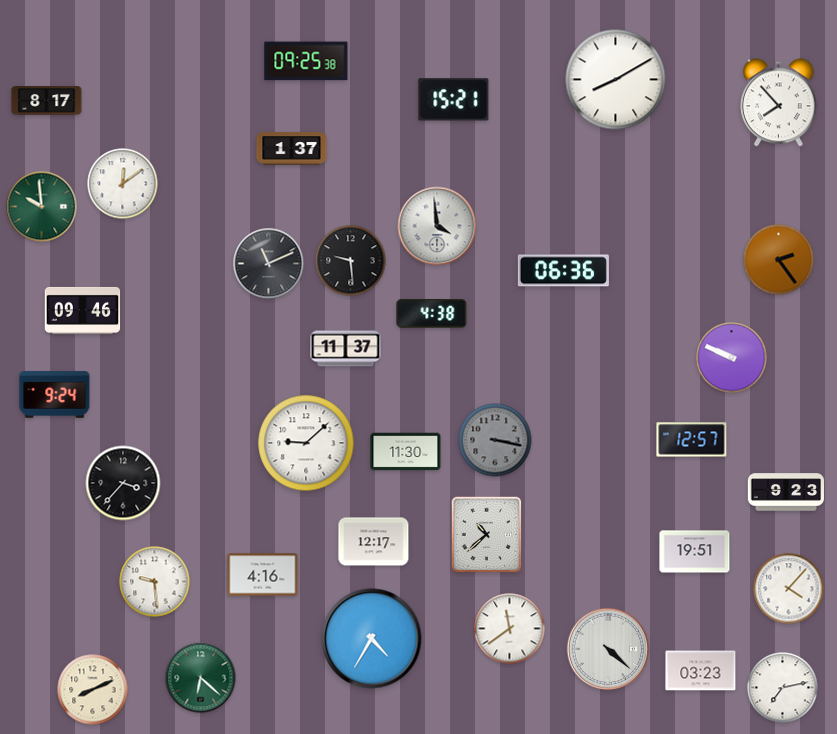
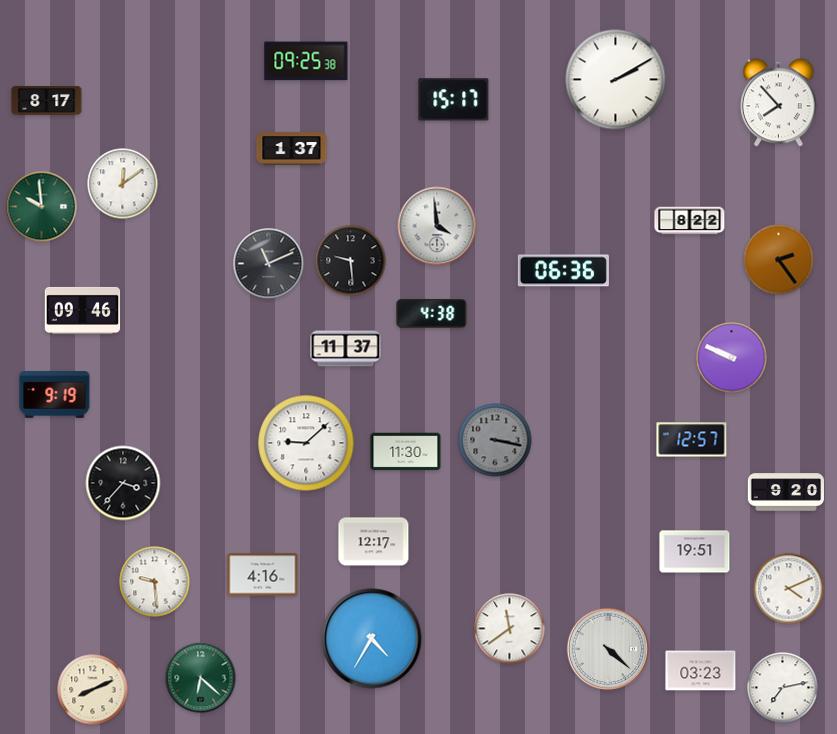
clock at (616, 80): 8:10 -> 2:10
clock at (454, 100): 15:21 -> 15:17
clock at (690, 221): none -> 8:22
clock at (55, 395): 9:24 -> 9:19
clock at (786, 492): 9:23 -> 9:20
clock at (487, 535): 10:38 -> none
clock at (789, 589): 4:07 -> 4:11
